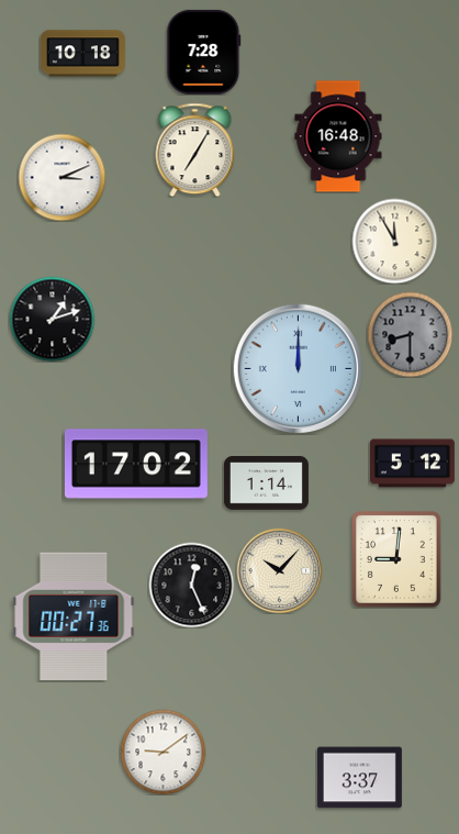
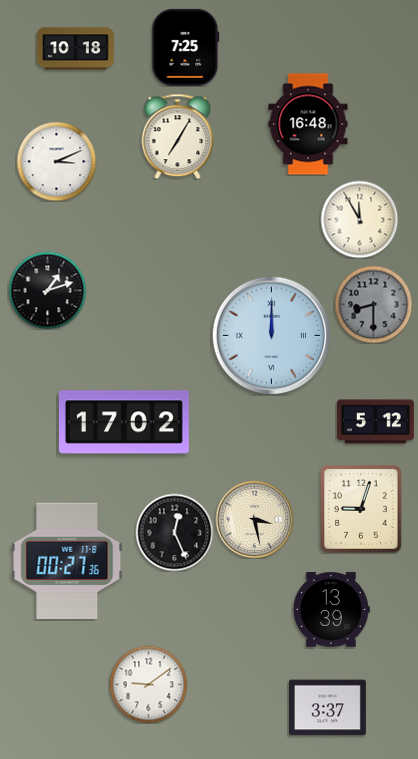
clock at (204, 52): 7:28 -> 7:25
clock at (266, 483): 1:14 -> none
clock at (398, 560): 9:01 -> 9:03
clock at (279, 570): 10:07 -> 3:28
clock at (331, 610): none -> 13:39
